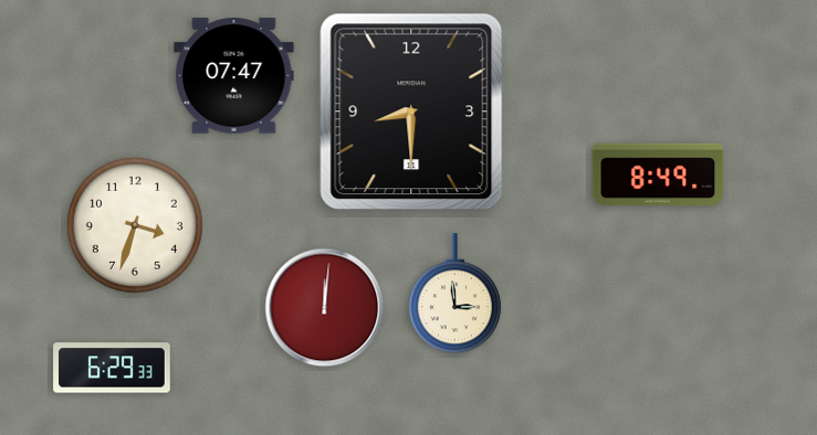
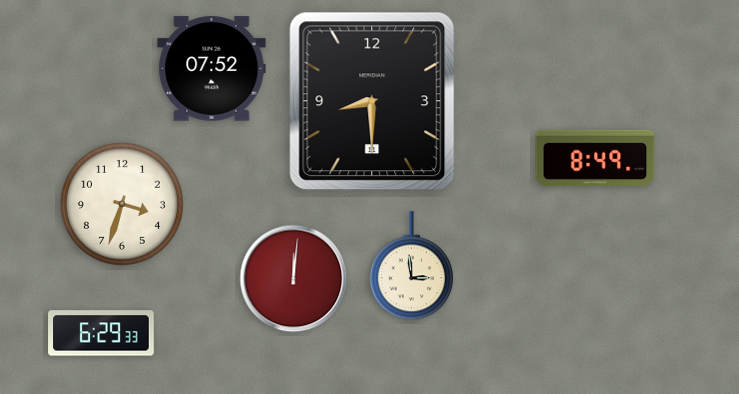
clock at (234, 76): 07:47 -> 07:52
